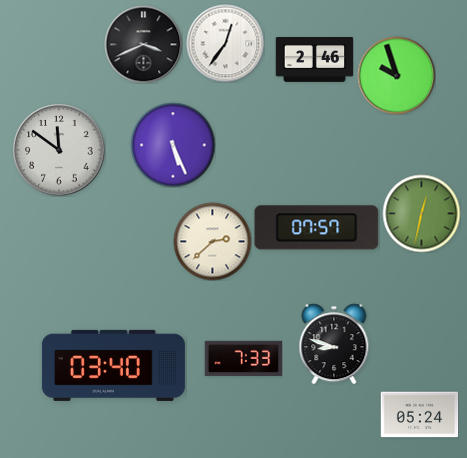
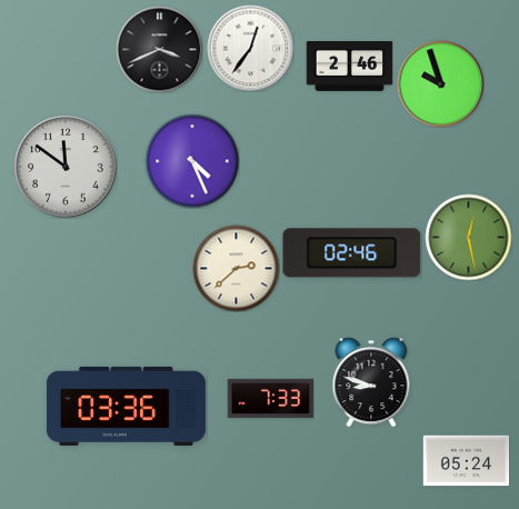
clock at (173, 145): 5:26 -> 4:26
clock at (421, 213): 12:32 -> 12:28
clock at (317, 228): 07:57 -> 02:46
clock at (113, 365): 03:40 -> 03:36
